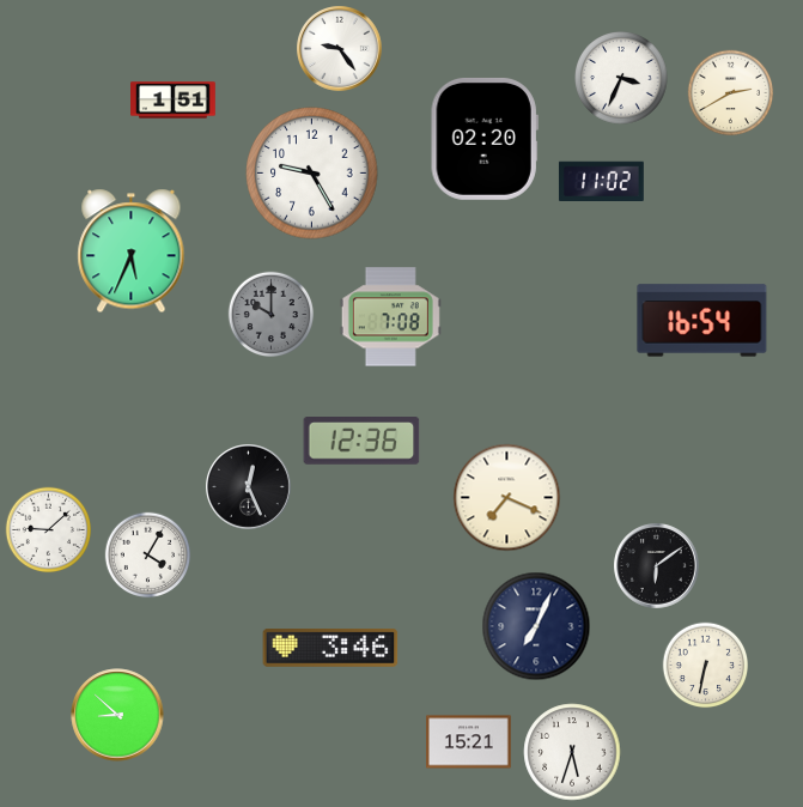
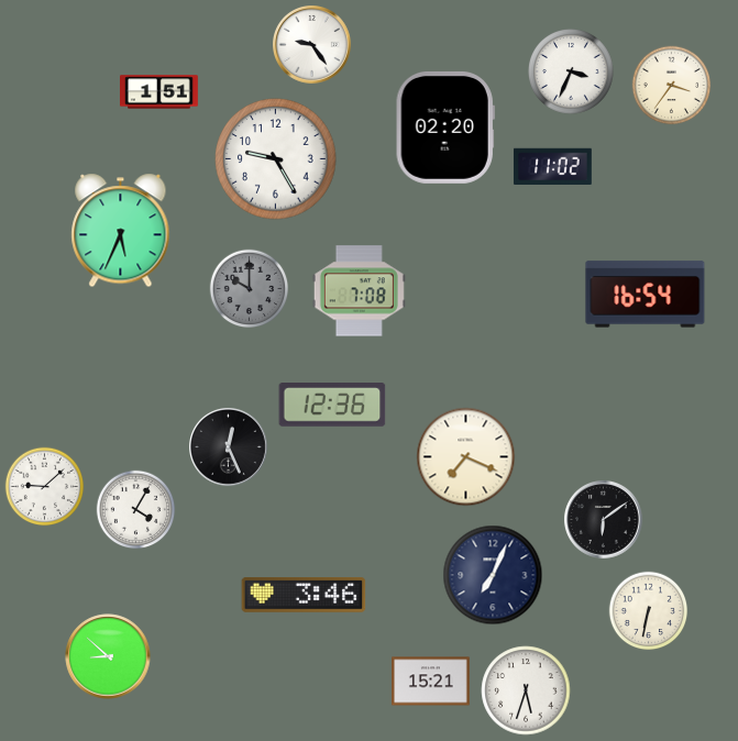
clock at (731, 93): 2:40 -> 3:36
clock at (312, 174) position: (312, 174) -> (276, 159)
